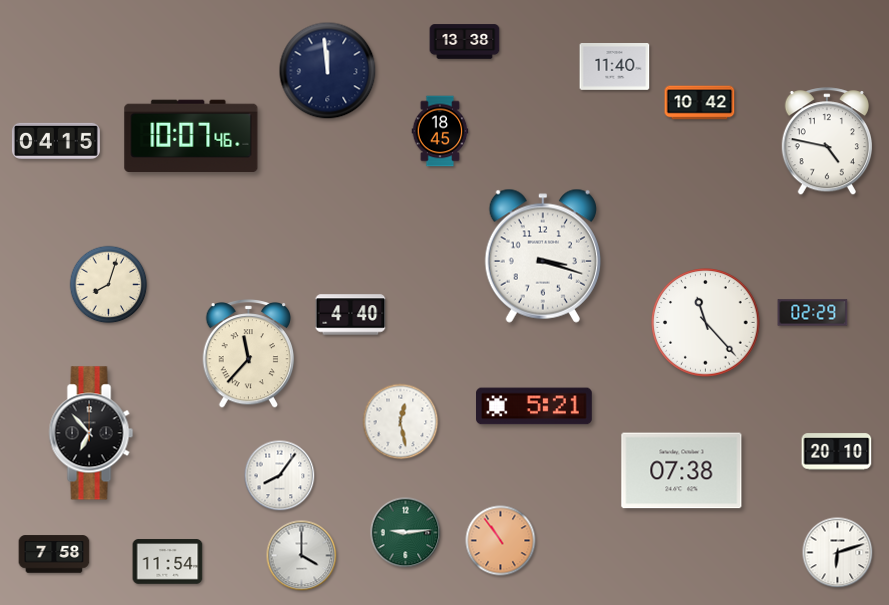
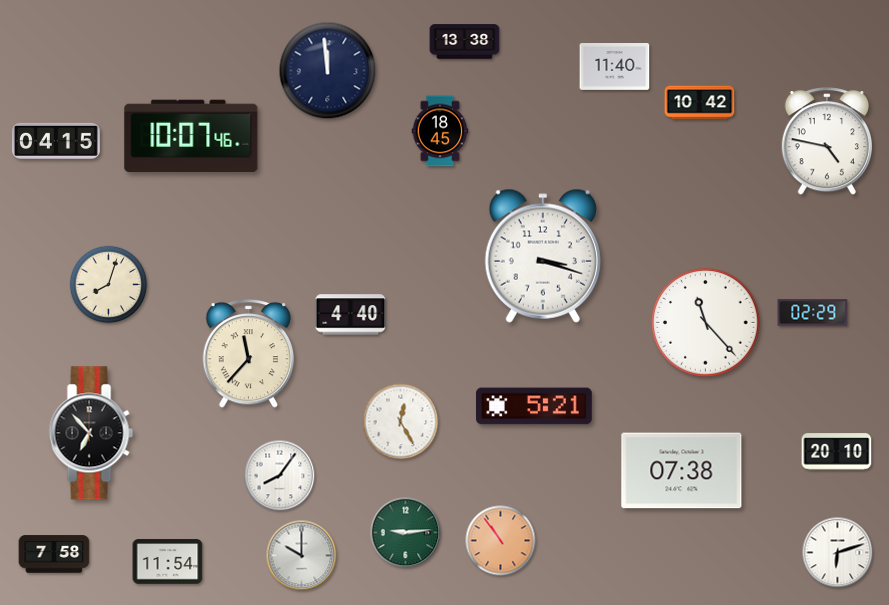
clock at (401, 422): 12:28 -> 12:25
clock at (302, 556): 4:00 -> 10:00
